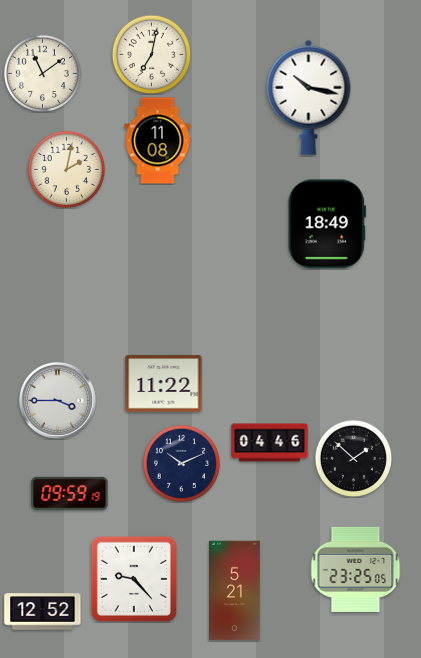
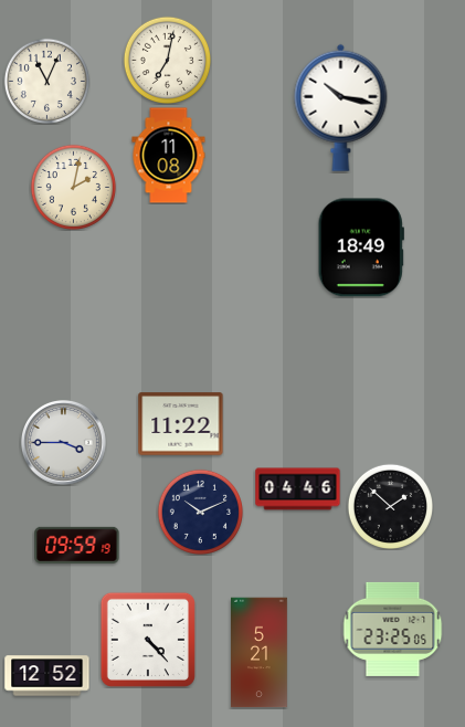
clock at (42, 73): 11:09 -> 11:04
clock at (158, 141) position: (158, 141) -> (169, 156)
clock at (134, 579): 9:23 -> 4:23
